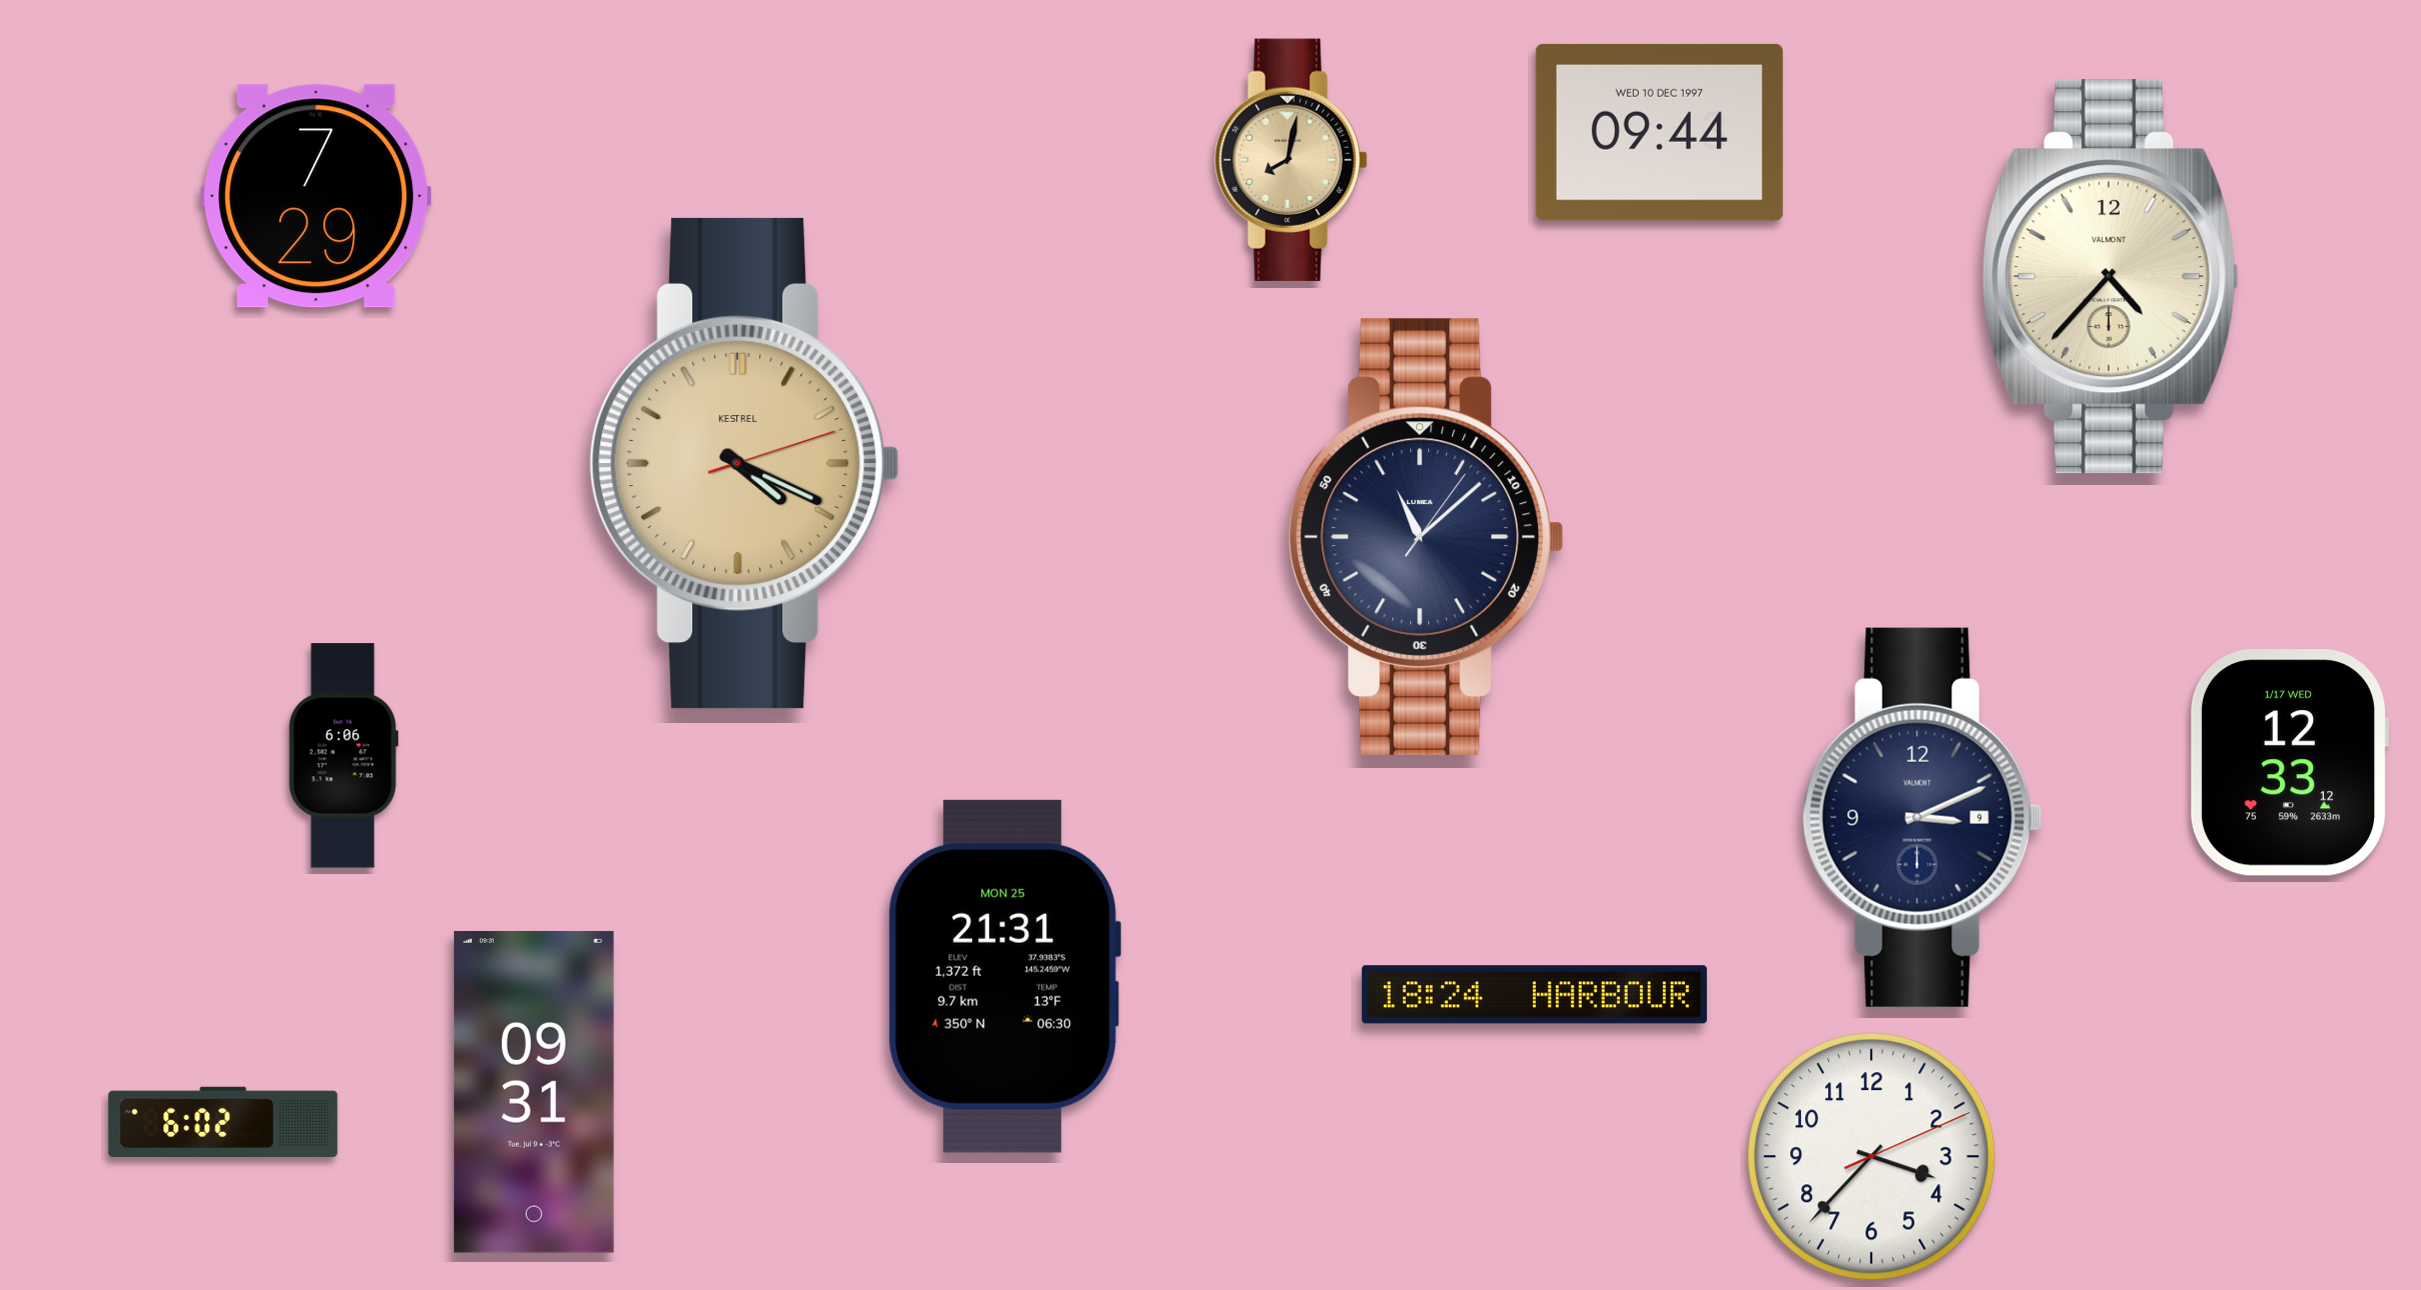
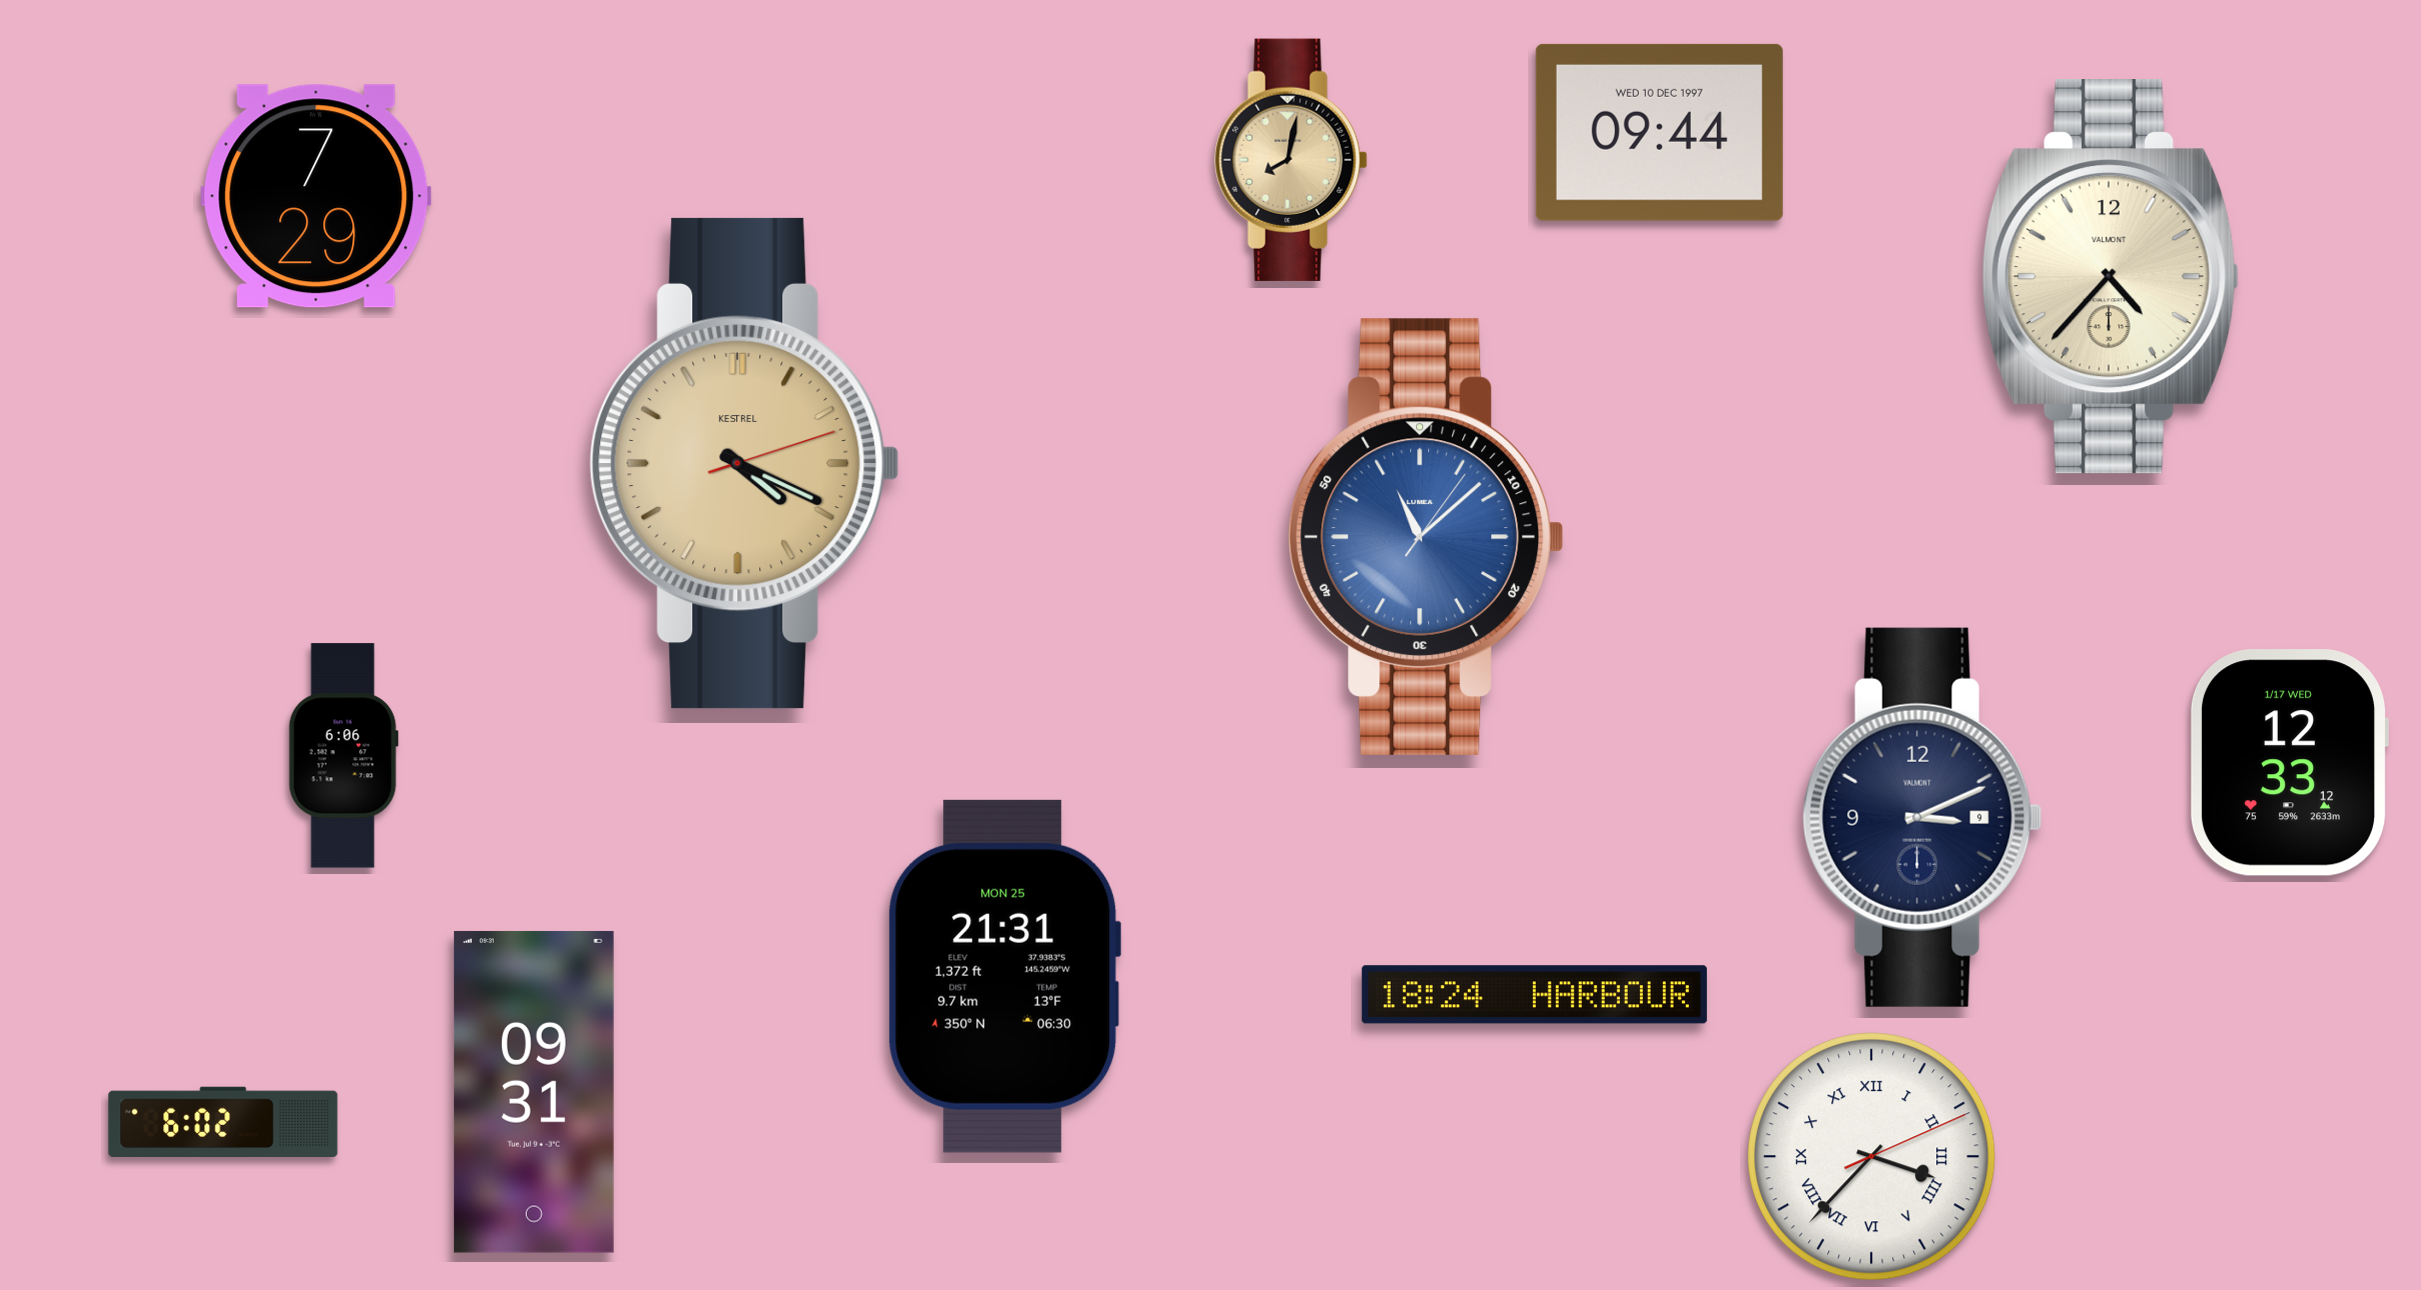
clock at (1426, 537) dial: navy -> blue
clock at (1872, 1157) numerals: Arabic -> Roman
